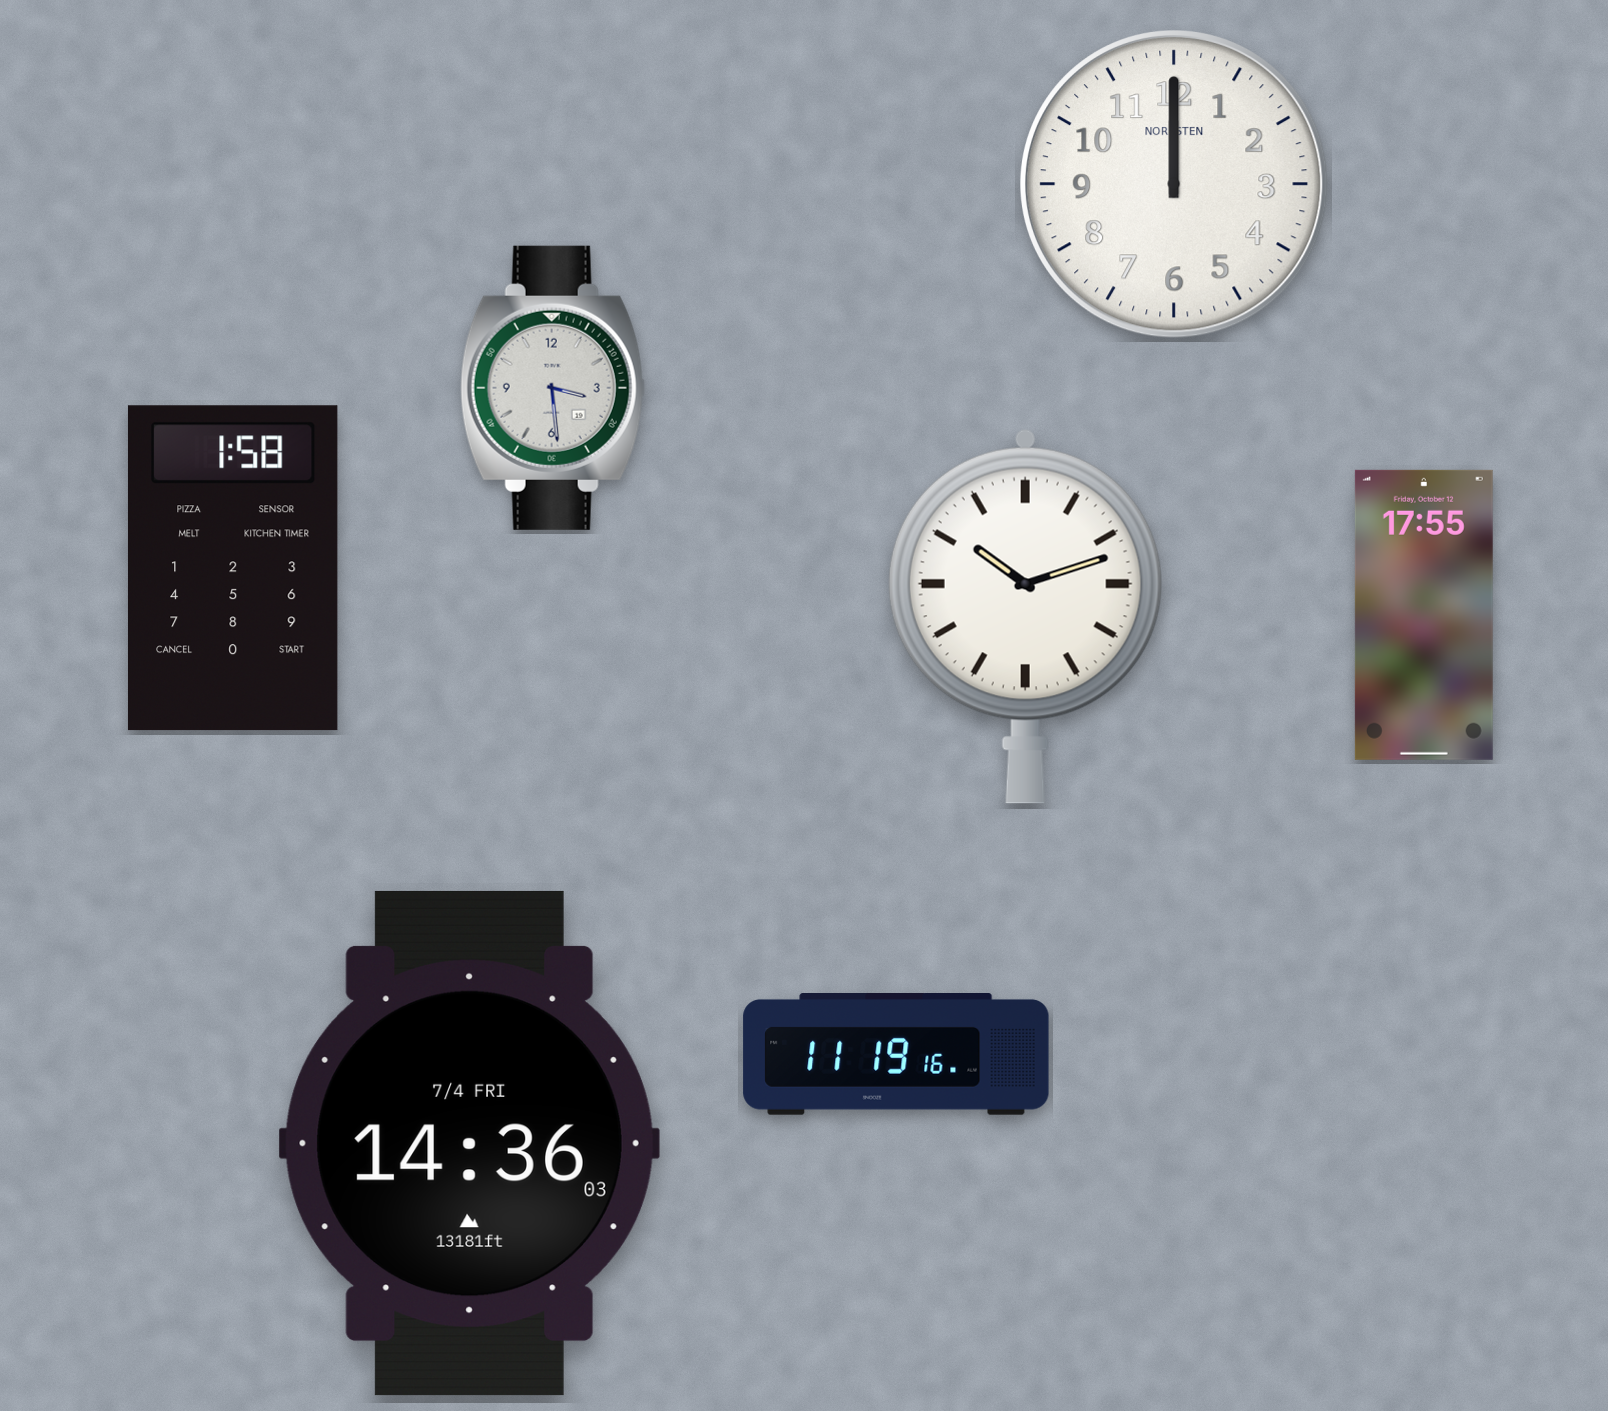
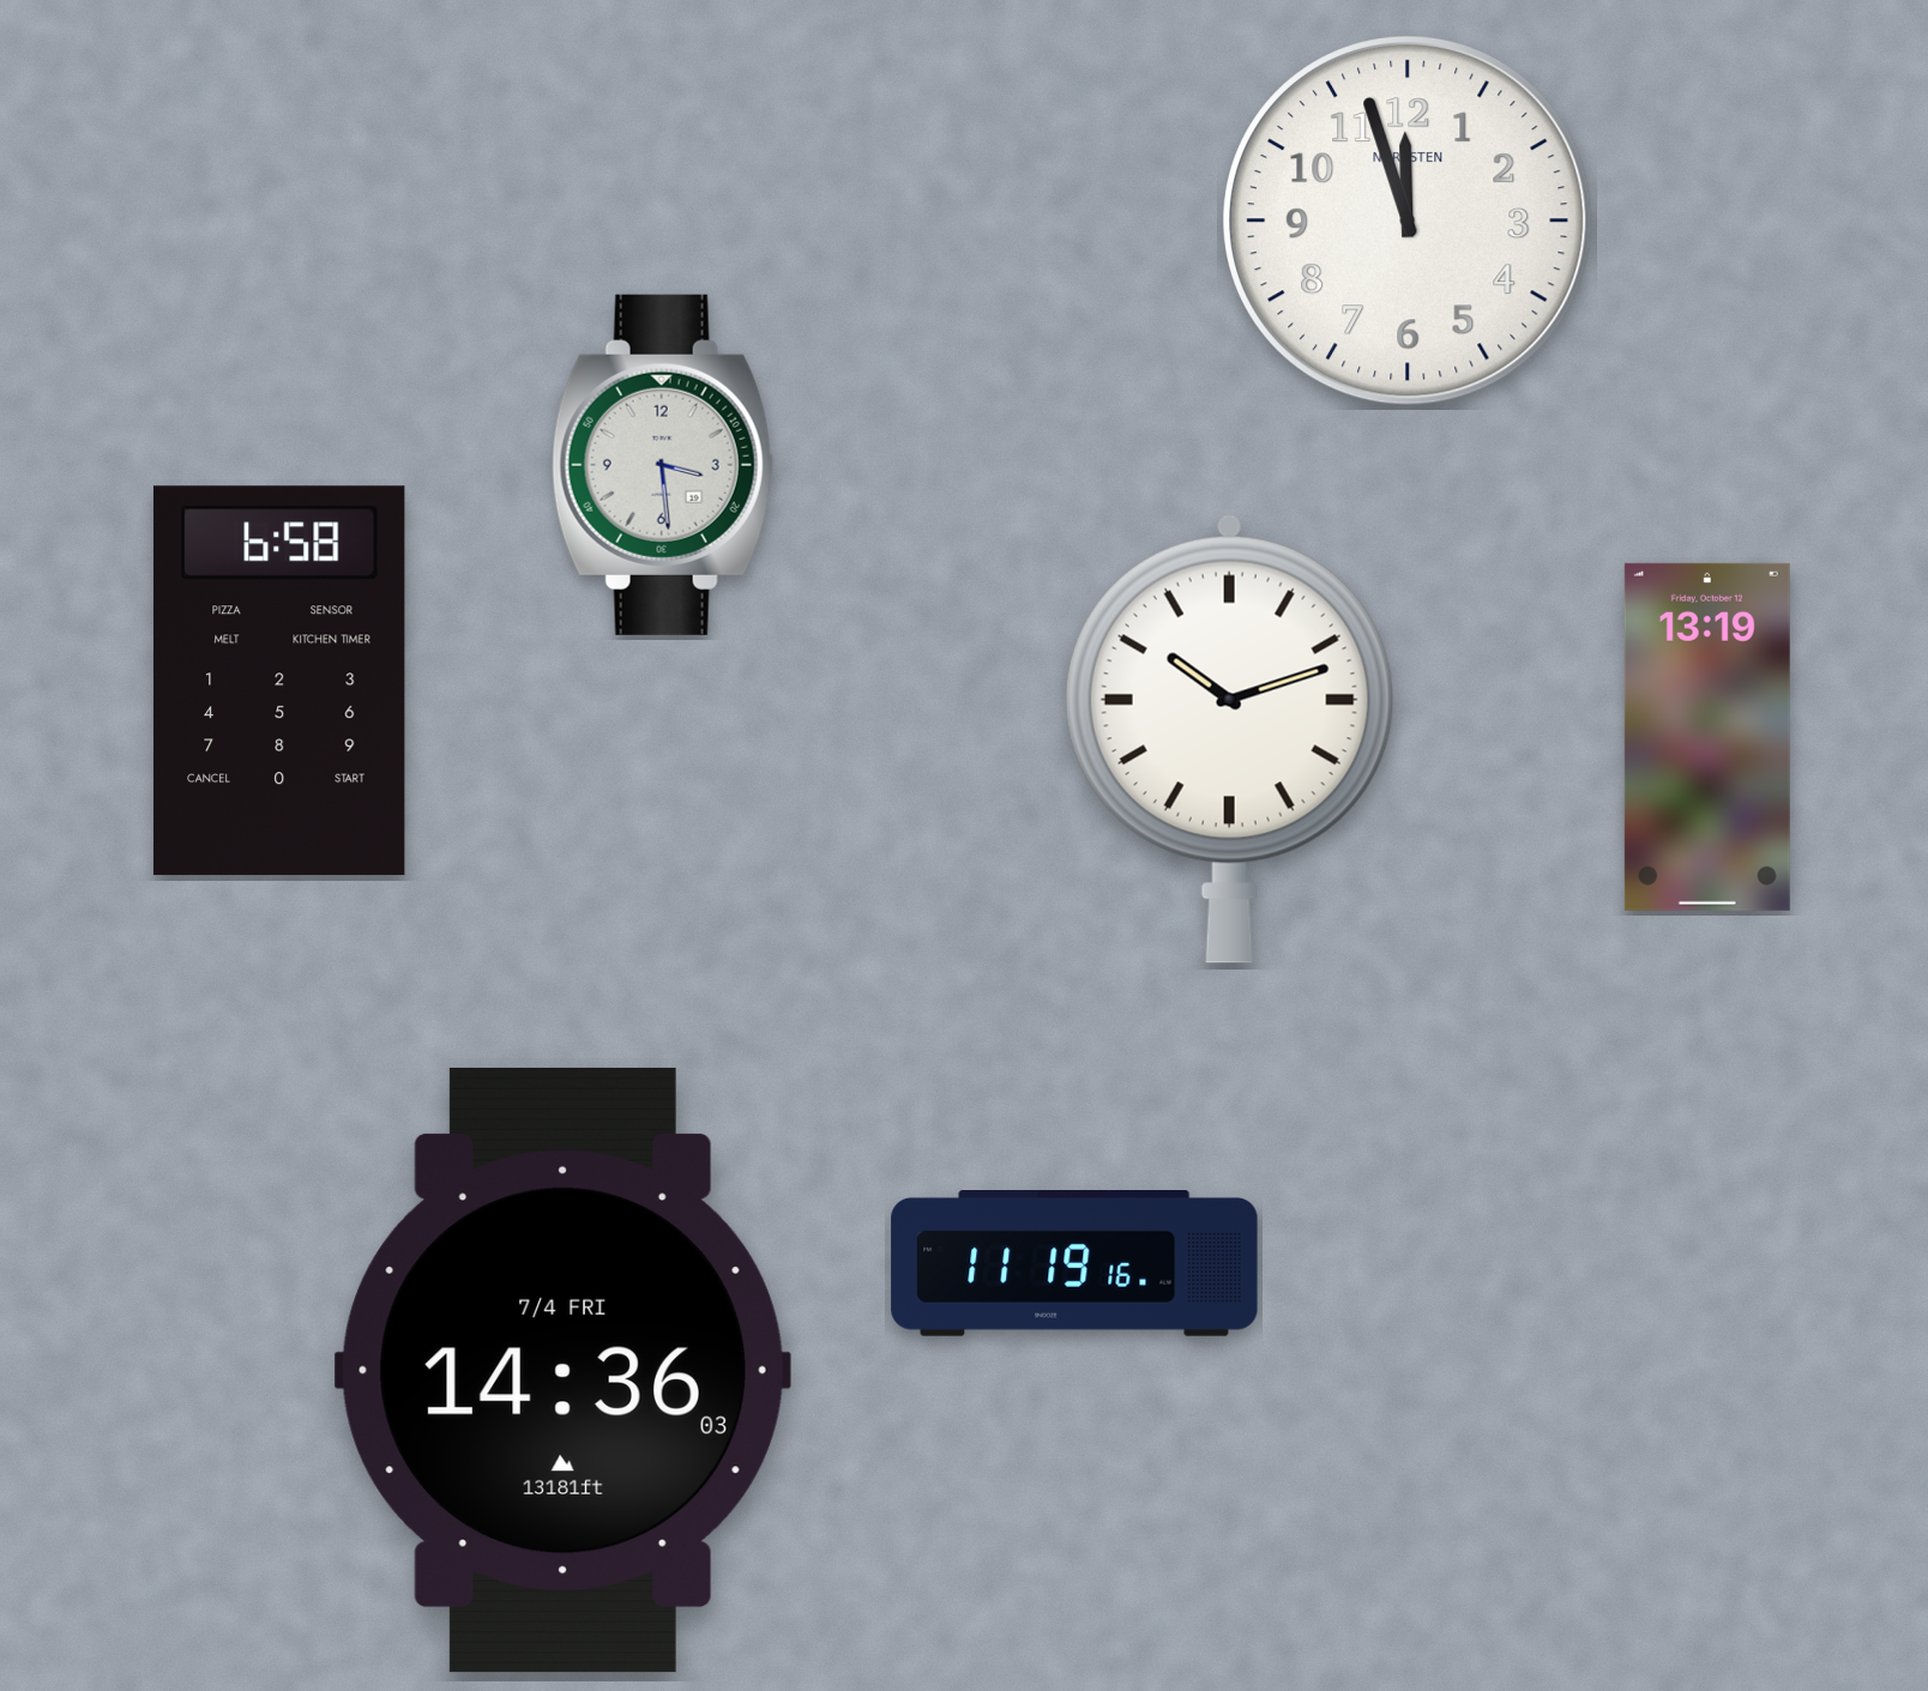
clock at (1175, 185): 12:00 -> 11:57
clock at (233, 568): 1:58 -> 6:58
clock at (1424, 615): 17:55 -> 13:19
